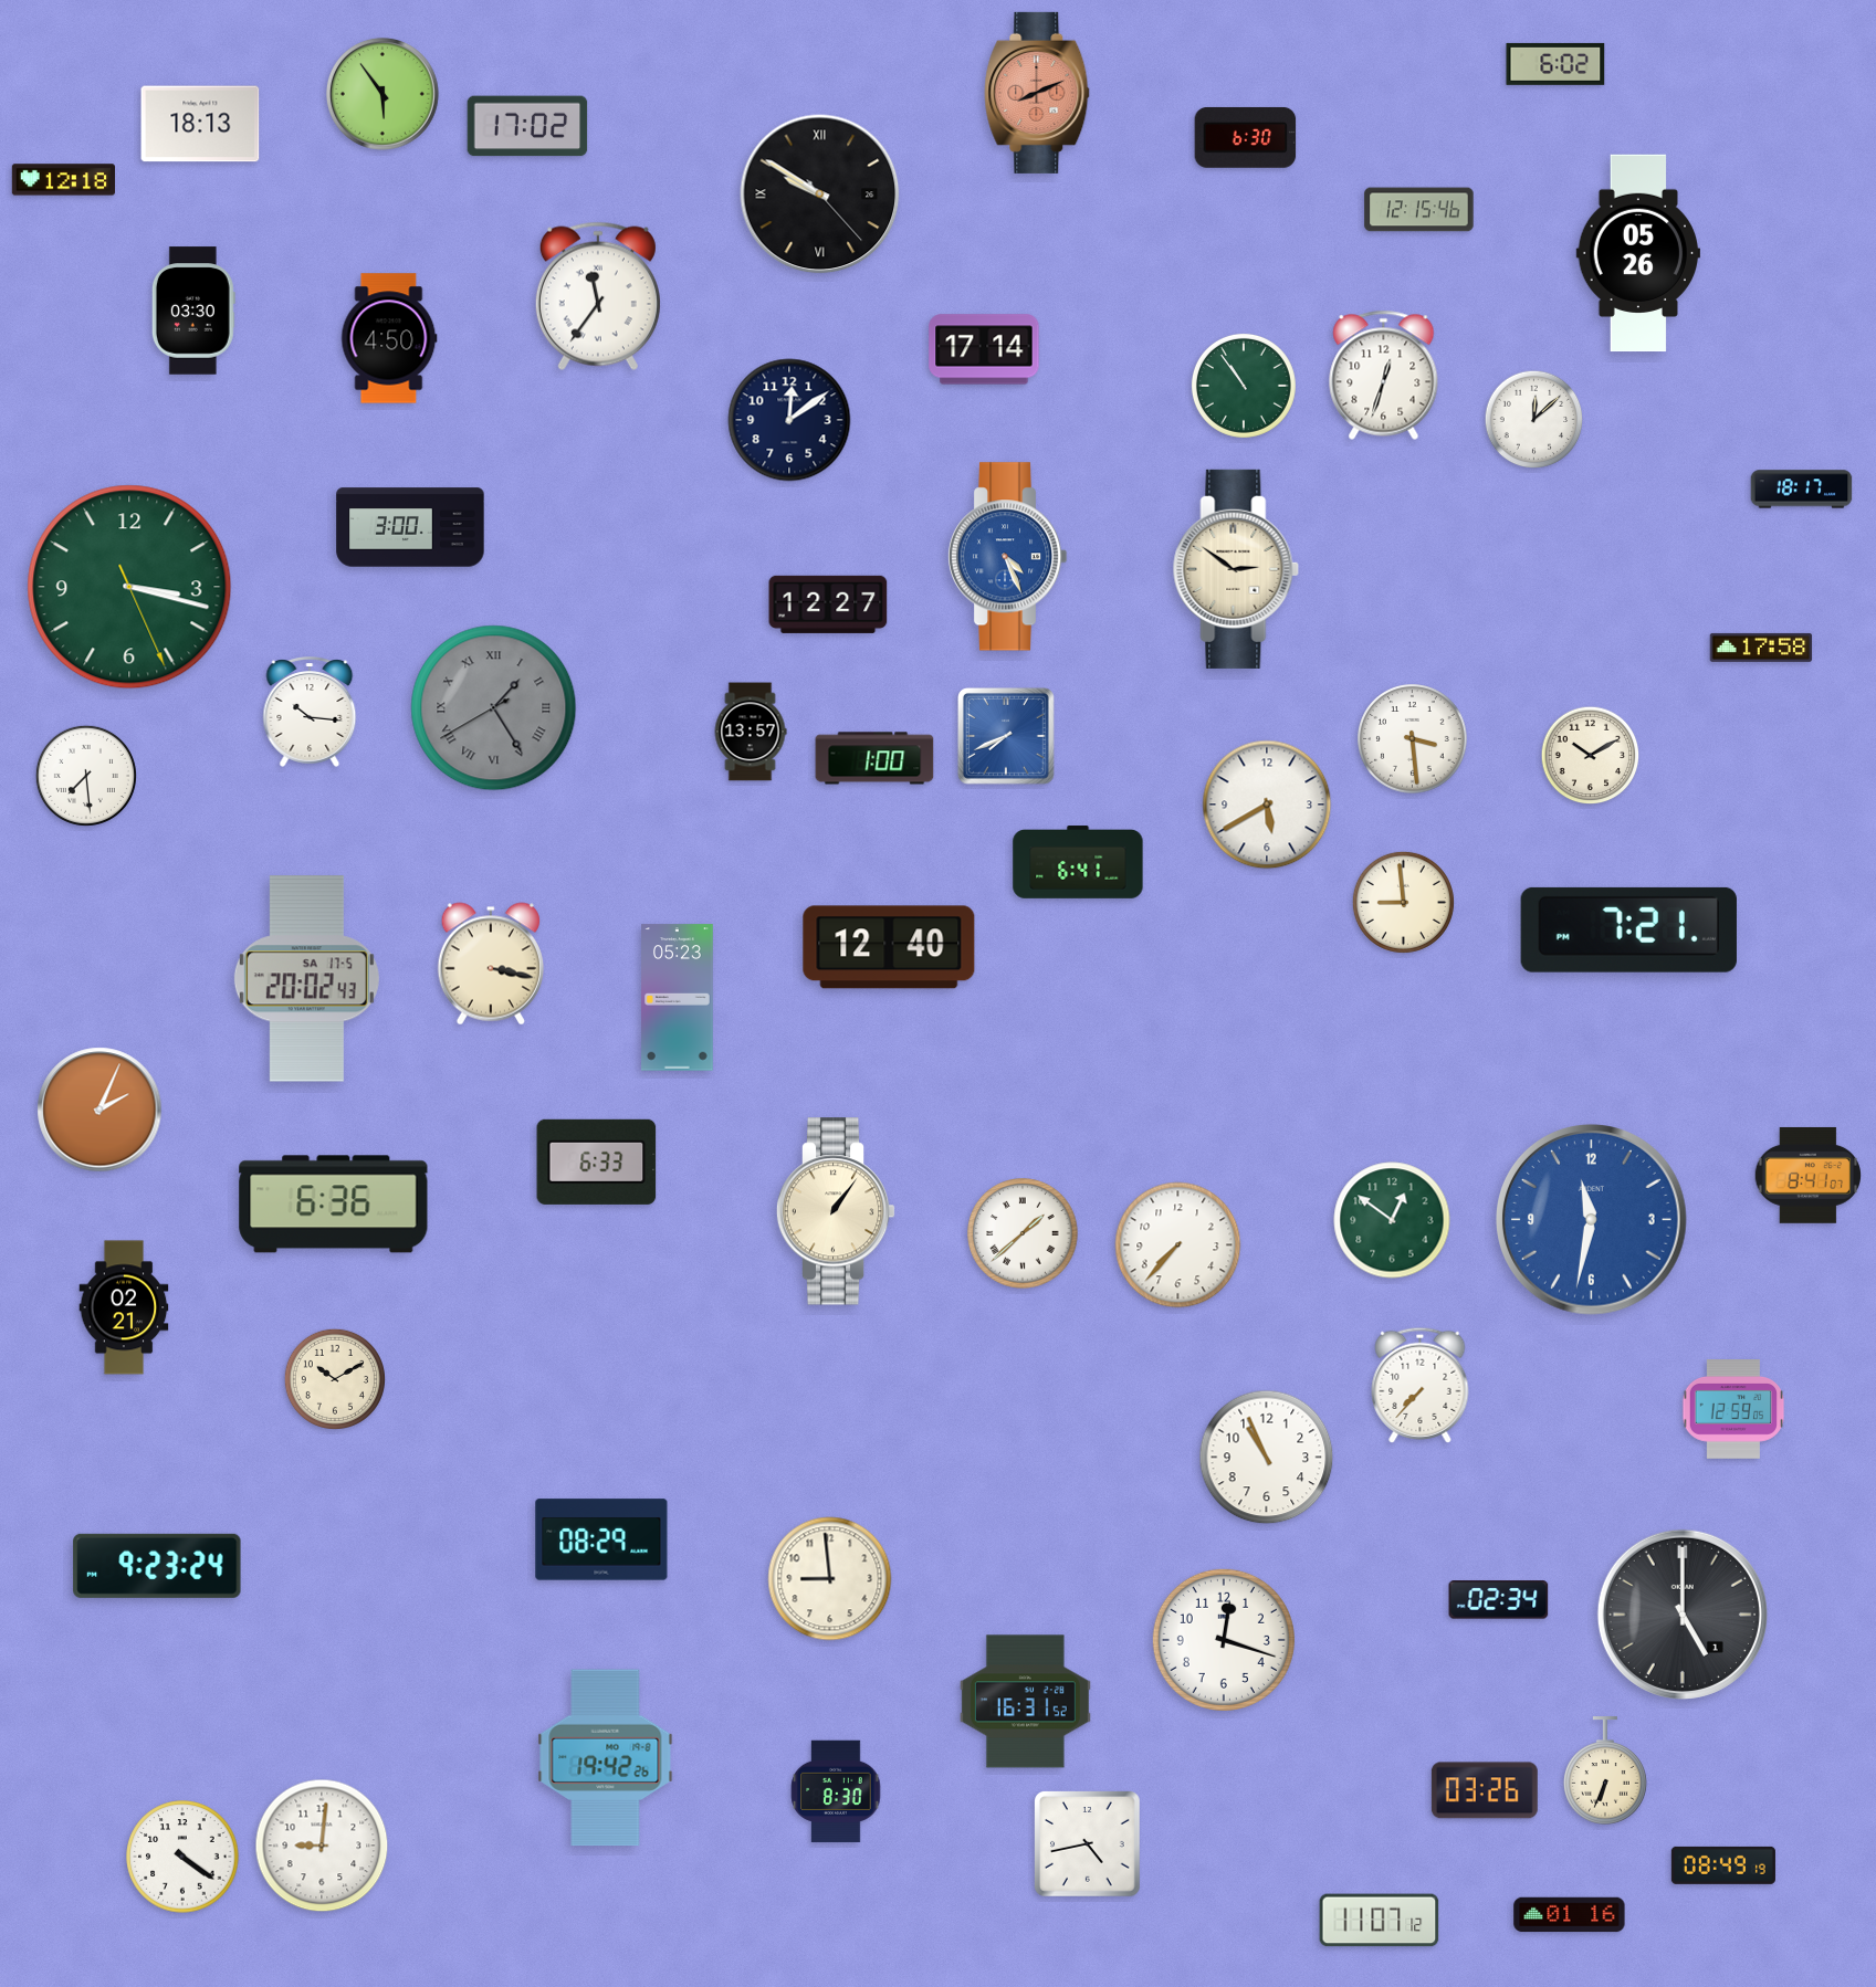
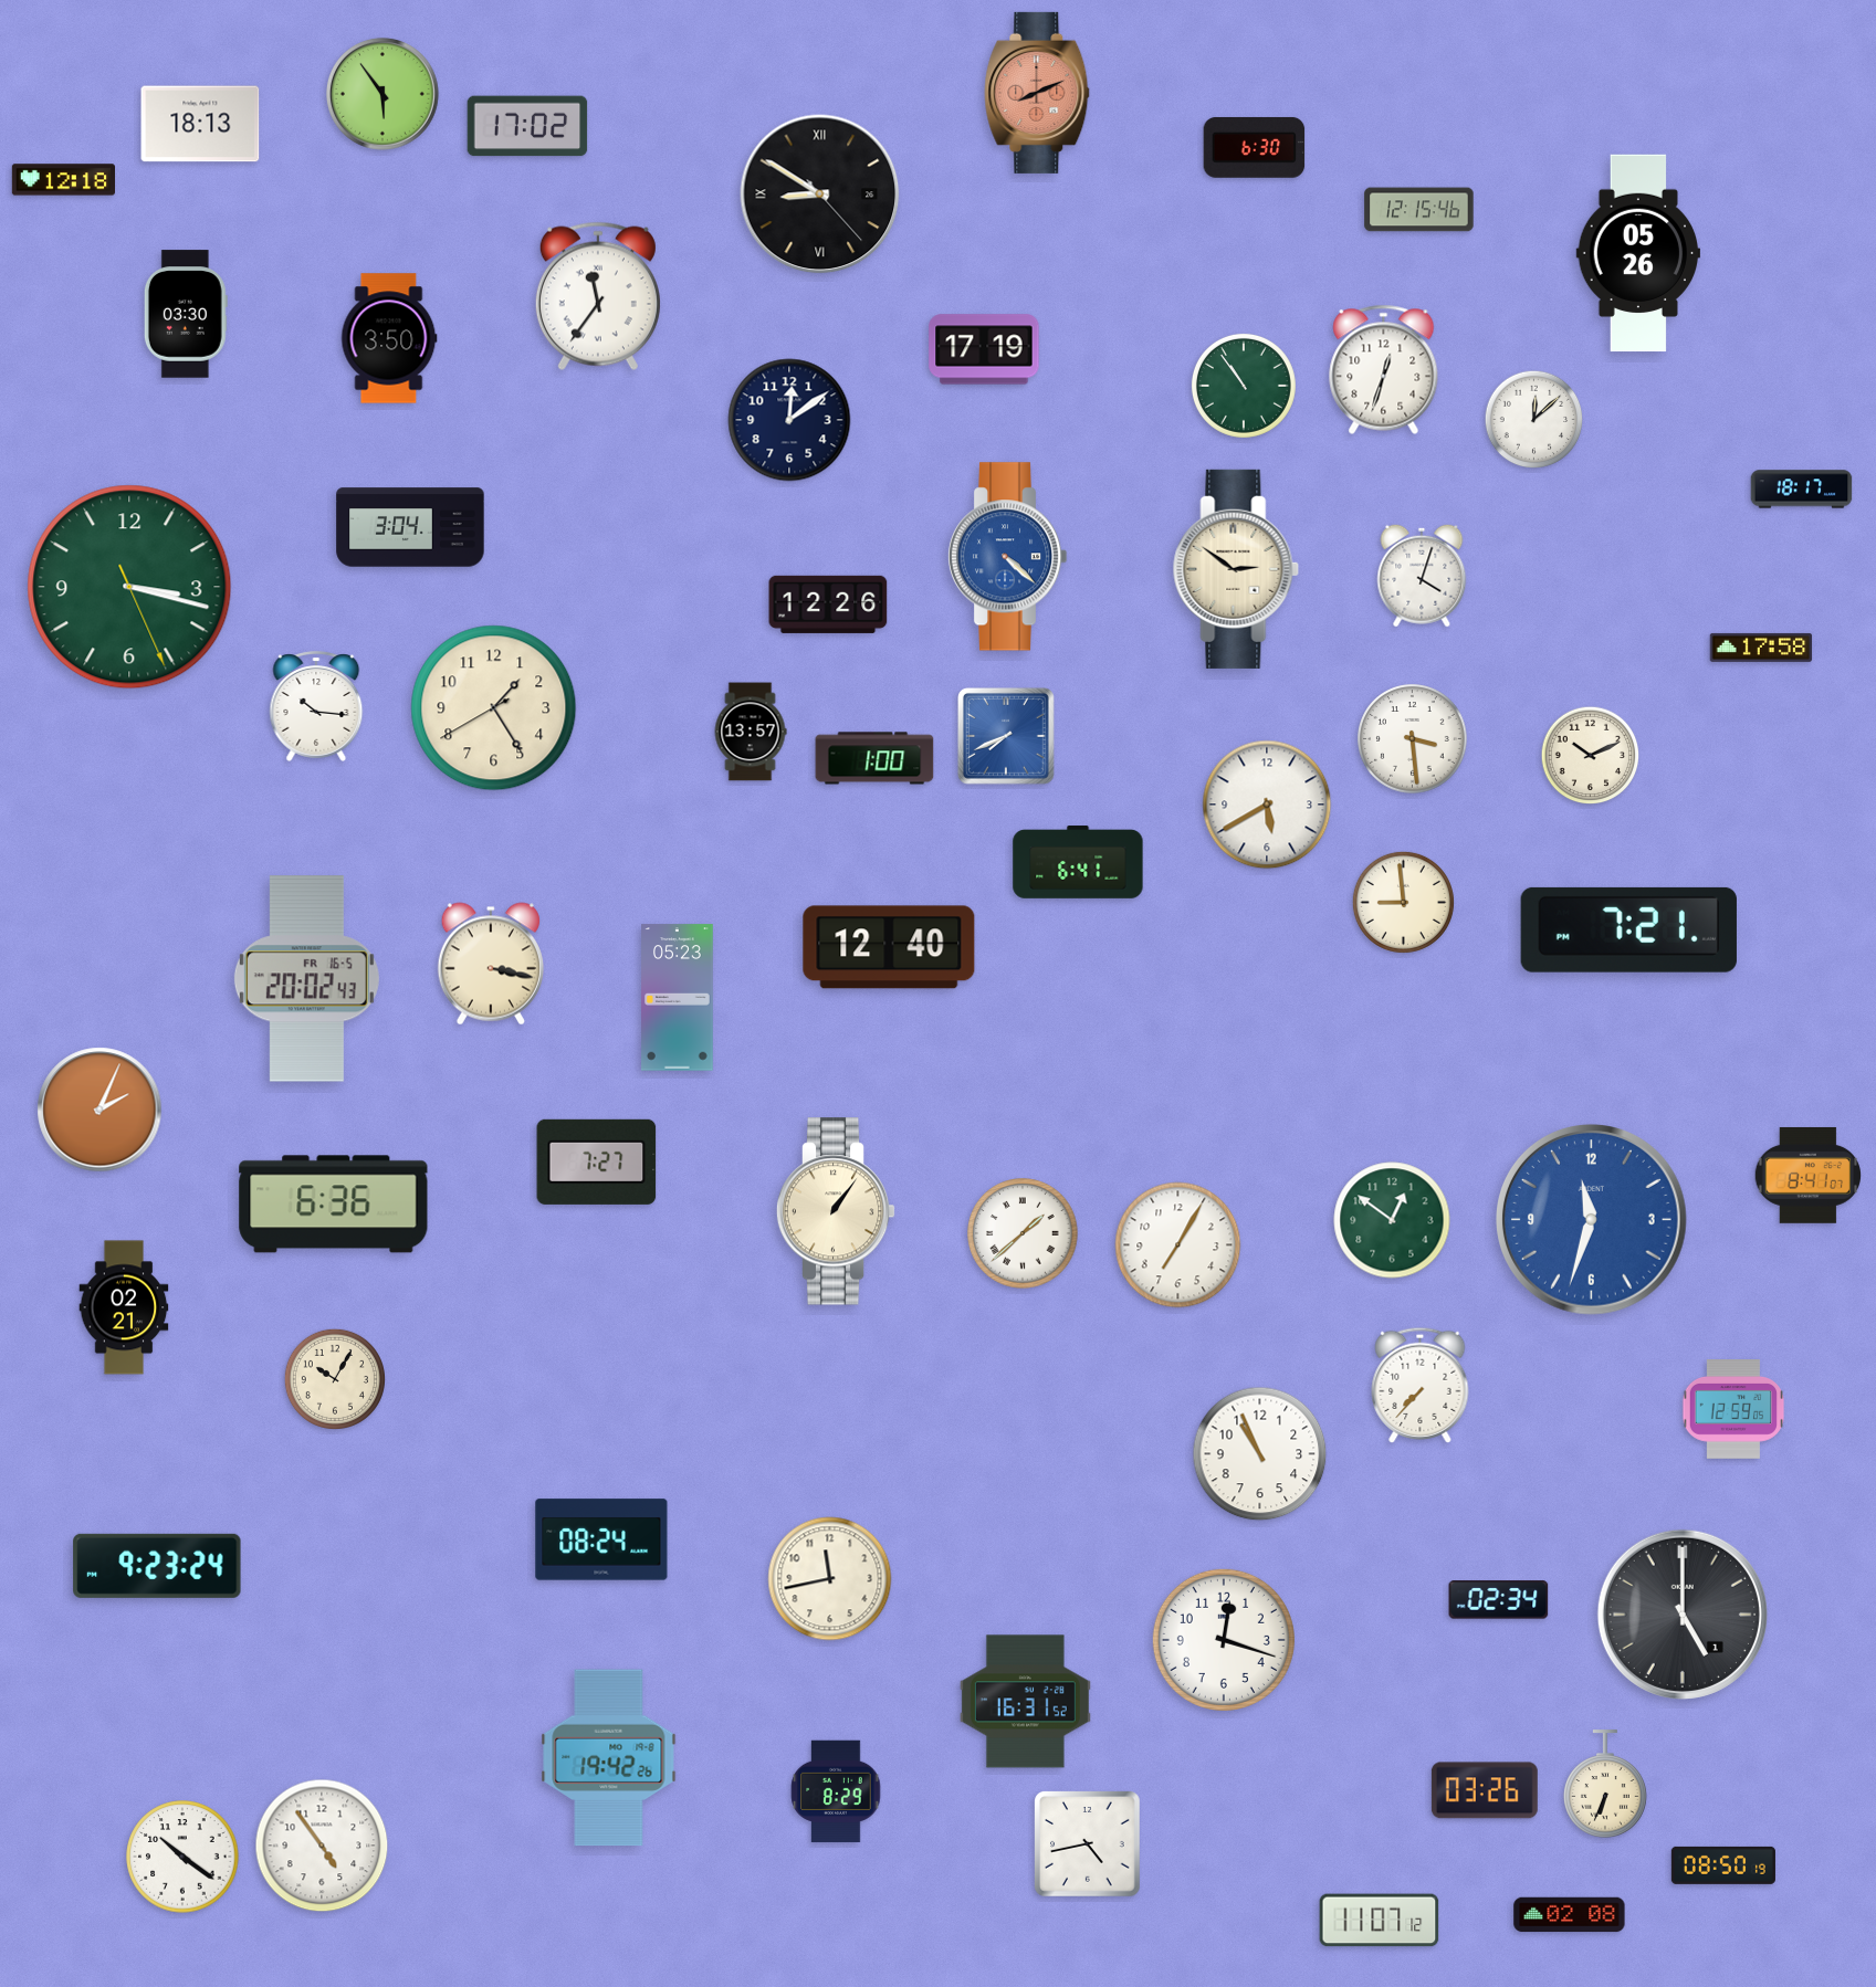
clock at (1555, 64): 6:02 -> none
clock at (1246, 137) position: (1246, 137) -> (1255, 147)
clock at (820, 195): 9:50 -> 8:50
clock at (193, 311) position: (193, 311) -> (186, 314)
clock at (389, 338): 4:50 -> 3:50
clock at (984, 349): 17:14 -> 17:19
clock at (1384, 375) position: (1384, 375) -> (1384, 369)
clock at (410, 527): 3:00 -> 3:04
clock at (1007, 557): 4:26 -> 4:22
clock at (1422, 576): none -> 4:03
clock at (828, 604): 12:27 -> 12:26
clock at (494, 708) dial: grey -> cream
clock at (494, 708) numerals: Roman -> Arabic
clock at (310, 712) position: (310, 712) -> (316, 706)
clock at (1591, 756): 10:10 -> 10:11
clock at (86, 776): 7:29 -> none
clock at (306, 979) date: SA 17-5 -> FR 16-5
clock at (597, 1161): 6:33 -> 7:27
clock at (1592, 1220): 11:32 -> 11:33
clock at (1178, 1245): 7:37 -> 7:05
clock at (335, 1379): 10:10 -> 10:05
clock at (1267, 1458) position: (1267, 1458) -> (1260, 1454)
clock at (601, 1539): 08:29 -> 08:24
clock at (830, 1579): 8:59 -> 11:43
clock at (606, 1758) position: (606, 1758) -> (609, 1758)
clock at (1606, 1770) position: (1606, 1770) -> (1606, 1784)
clock at (836, 1791): 8:30 -> 8:29
clock at (322, 1846): 9:01 -> 4:54
clock at (182, 1857): 4:21 -> 10:21
clock at (1723, 1865): 08:49 -> 08:50
clock at (1570, 1915): 01:16 -> 02:08
